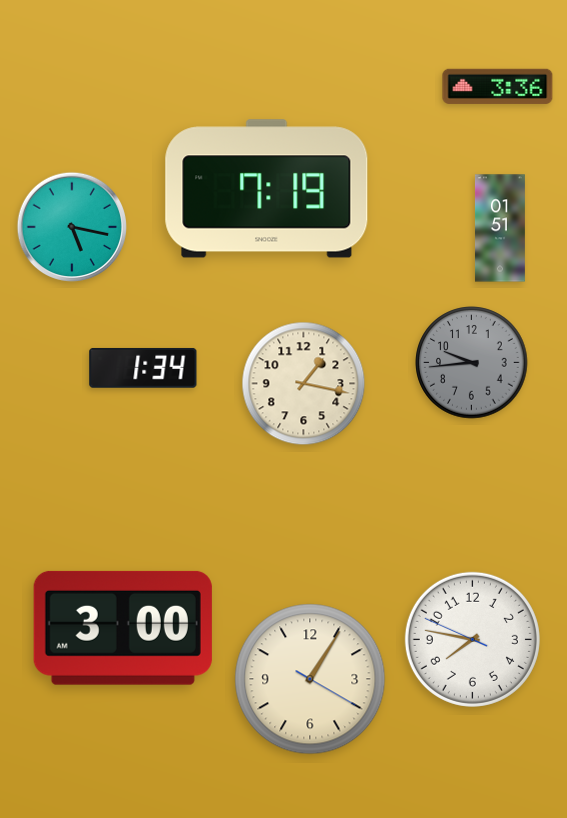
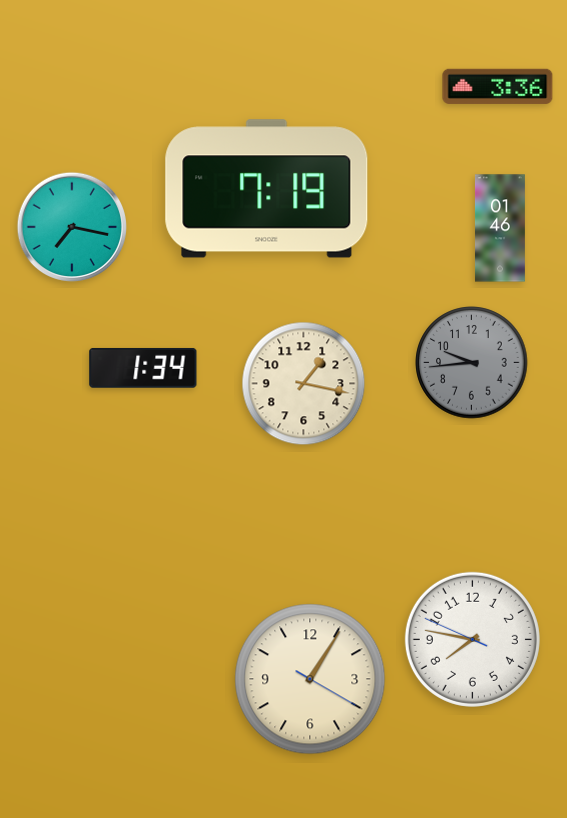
clock at (72, 227): 5:17 -> 7:17
clock at (500, 228): 01:51 -> 01:46
clock at (123, 628): 3:00 -> none
